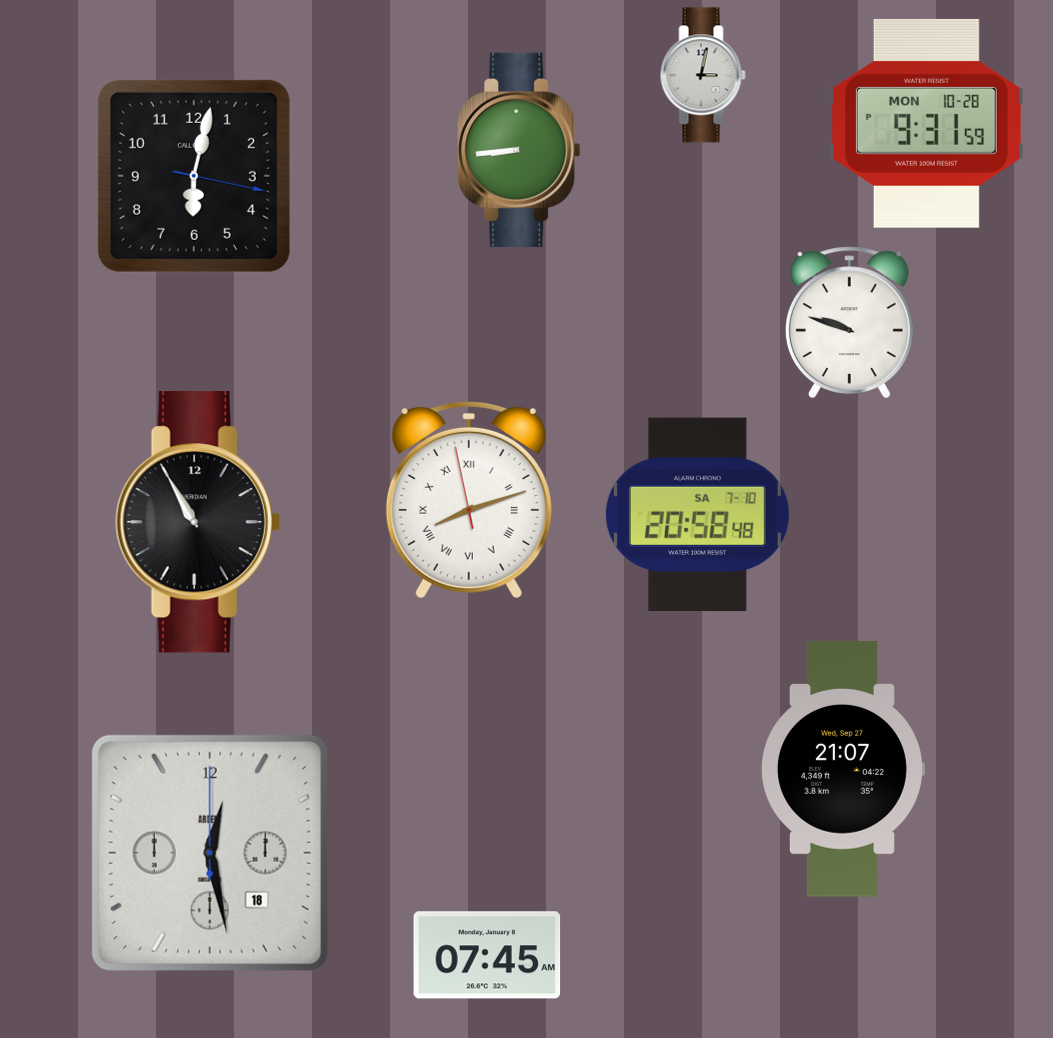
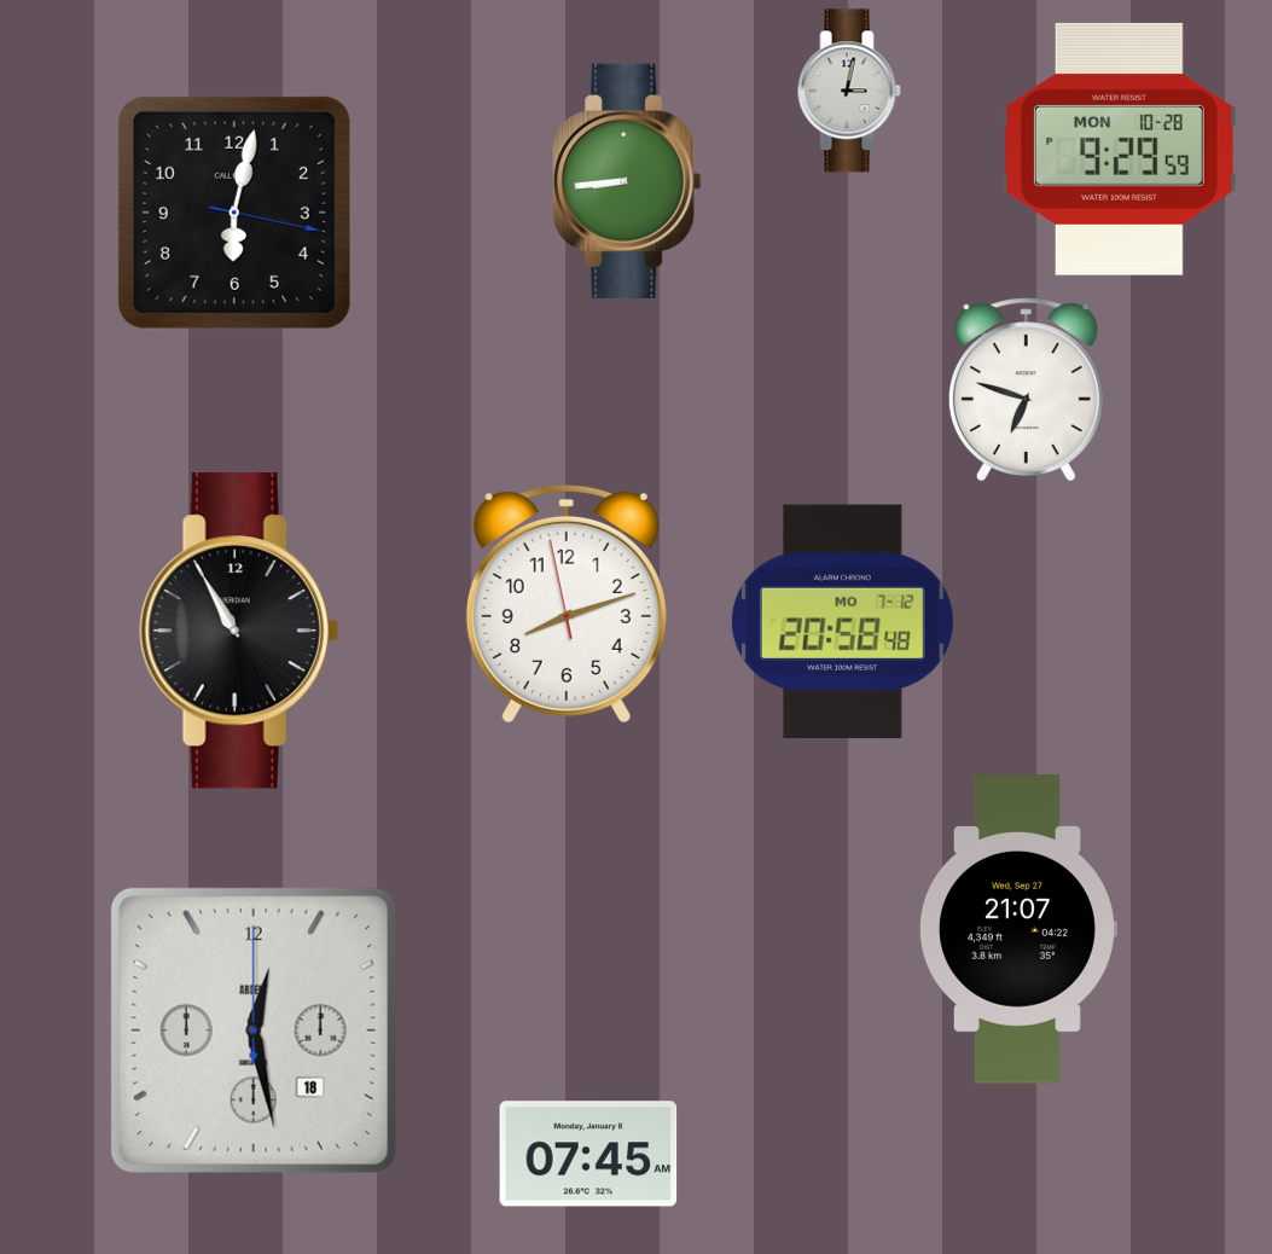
clock at (926, 123): 9:31 -> 9:29
clock at (849, 323): 9:48 -> 6:48
clock at (469, 500) numerals: Roman -> Arabic
clock at (697, 514) date: SA 7-10 -> MO 7-12
